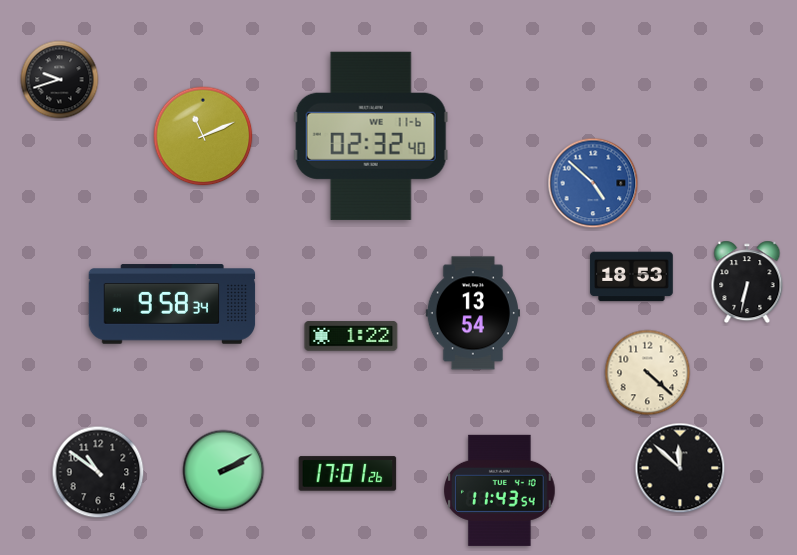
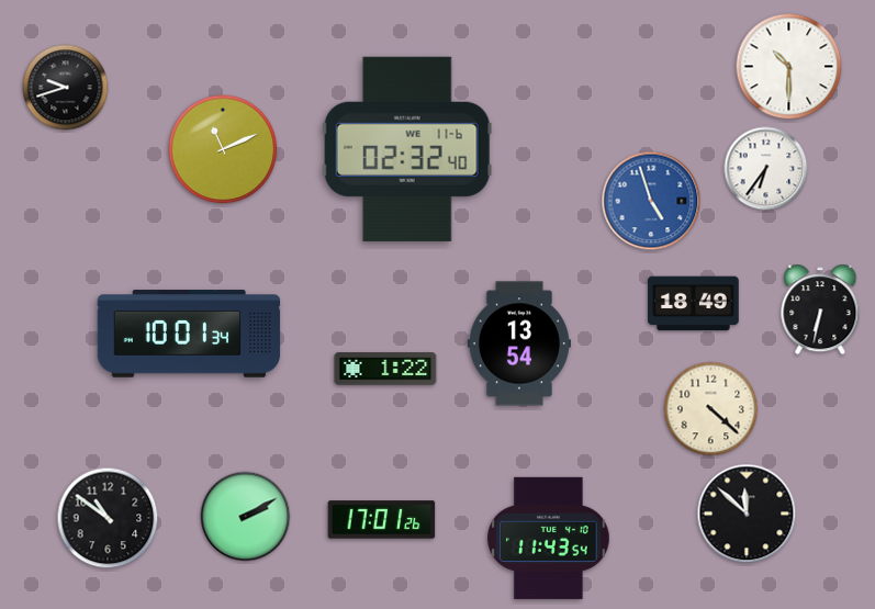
clock at (789, 67): none -> 10:30
clock at (766, 169): none -> 6:36
clock at (593, 183): 4:52 -> 4:57
clock at (632, 277): 18:53 -> 18:49
clock at (172, 304): 9:58 -> 10:01
